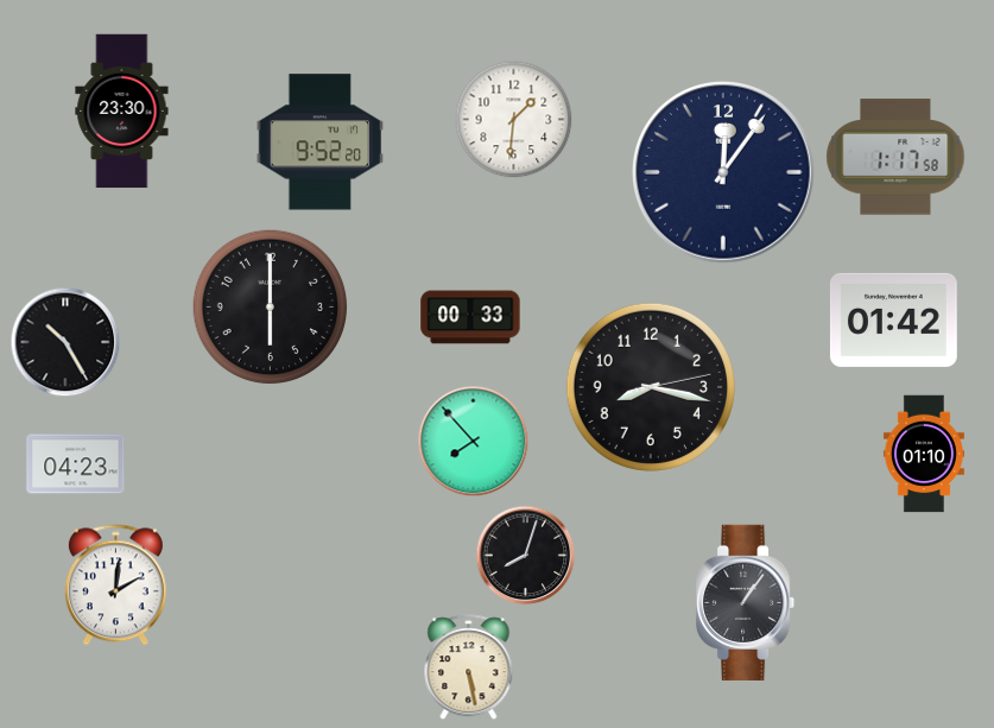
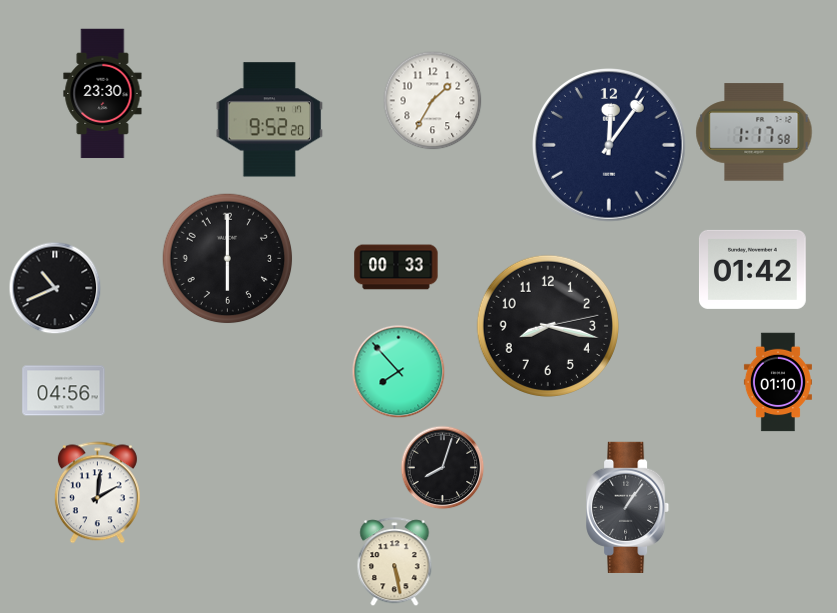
clock at (514, 120): 1:31 -> 1:35
clock at (65, 342): 10:25 -> 10:41
clock at (76, 464): 04:23 -> 04:56
